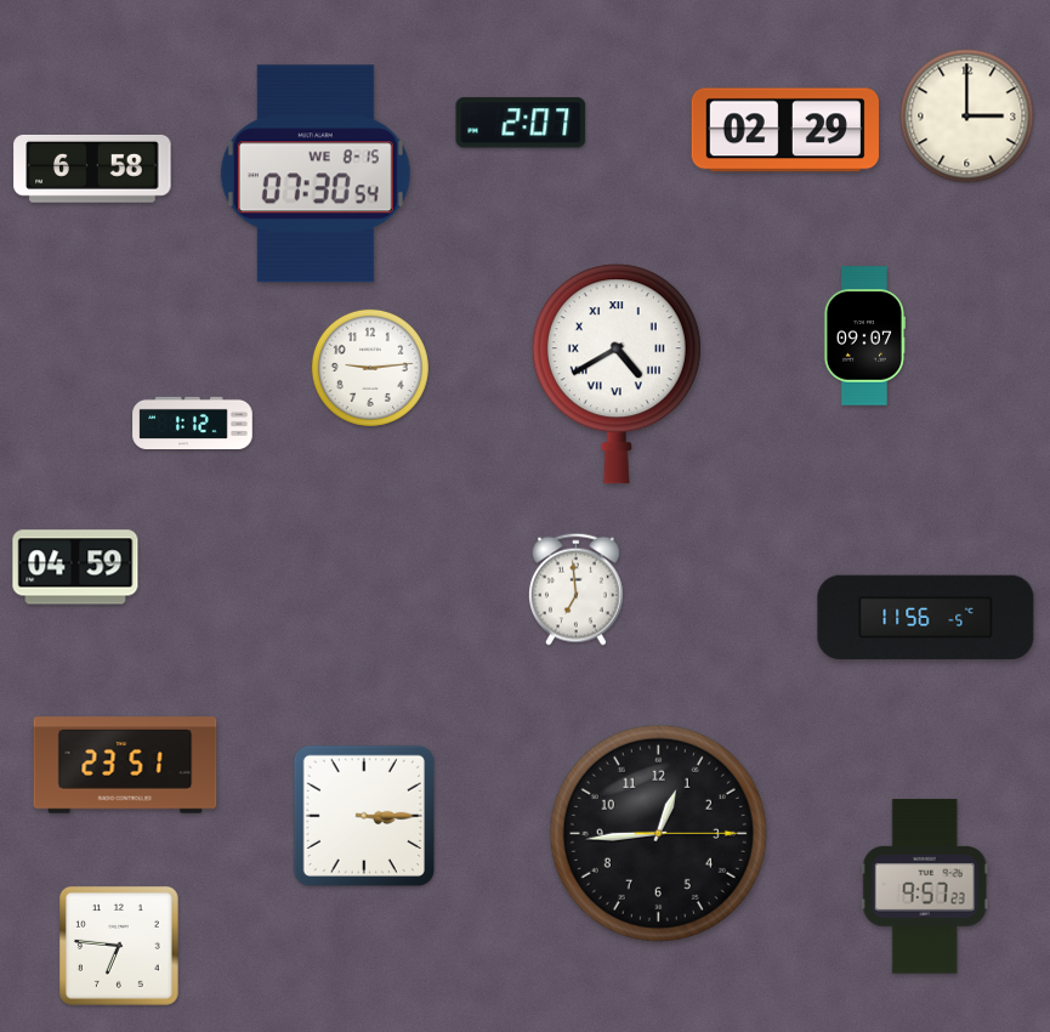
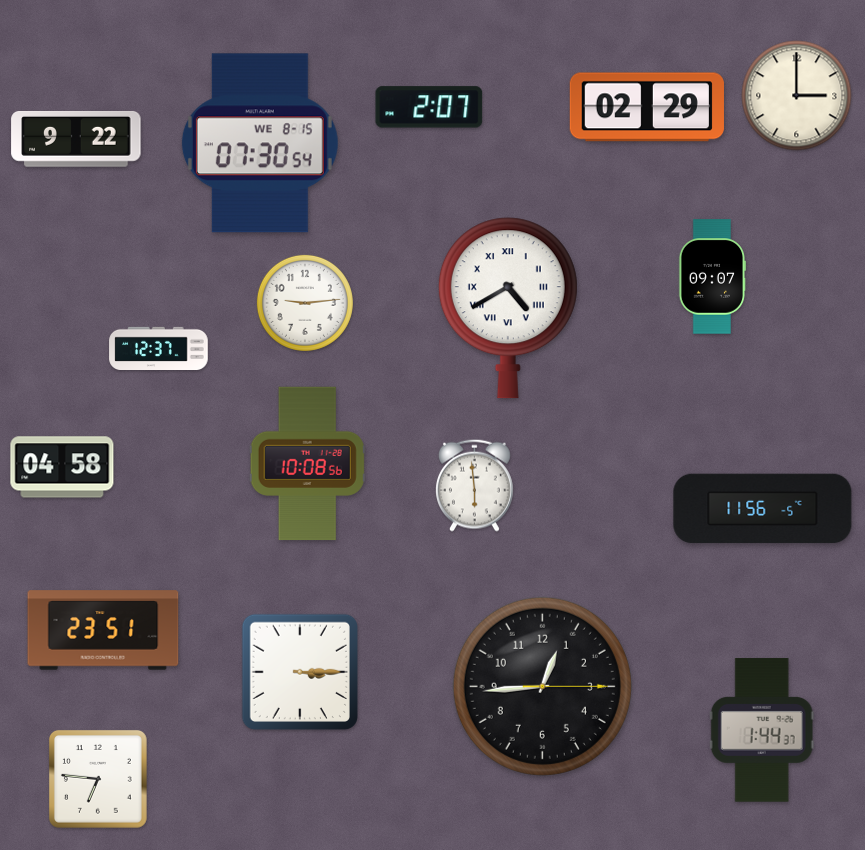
clock at (521, 123) position: (521, 123) -> (429, 107)
clock at (92, 169): 6:58 -> 9:22
clock at (193, 423): 1:12 -> 12:37
clock at (307, 464): none -> 10:08
clock at (75, 567): 04:59 -> 04:58
clock at (575, 589): 6:59 -> 5:59
clock at (925, 886): 9:57 -> 1:44
